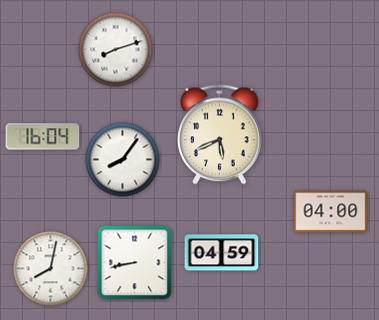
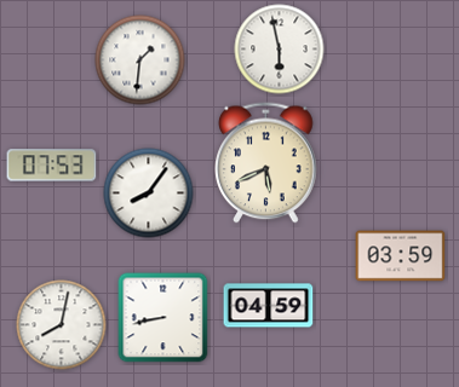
clock at (280, 50): none -> 5:58
clock at (116, 50): 8:12 -> 1:31
clock at (43, 137): 16:04 -> 07:53
clock at (331, 212): 04:00 -> 03:59
